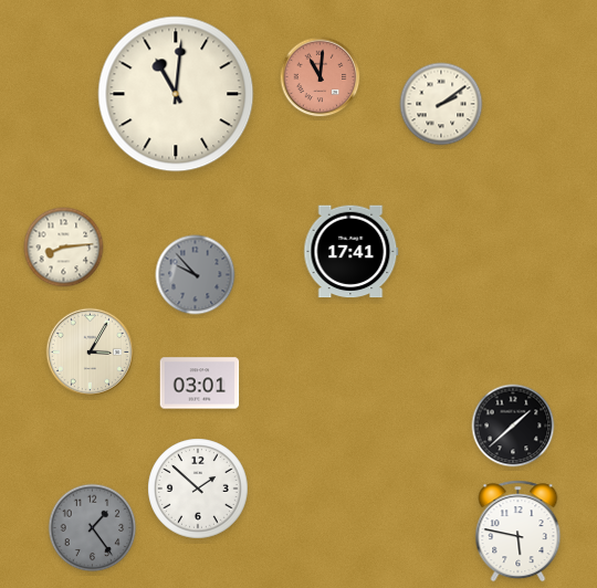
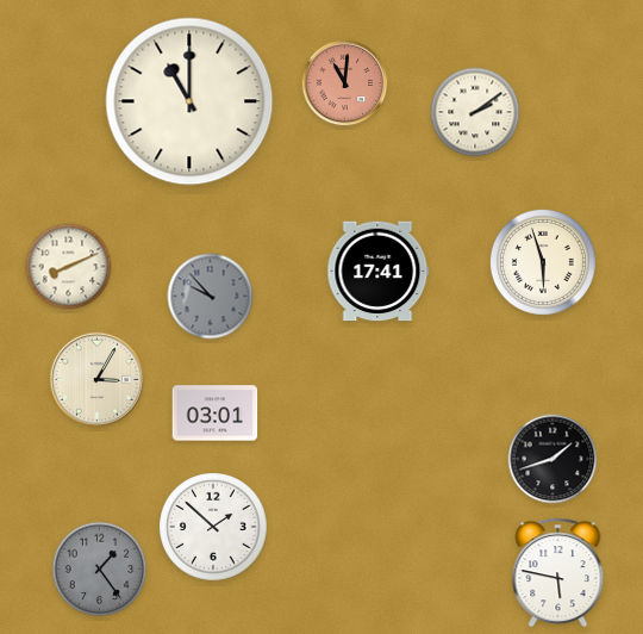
clock at (176, 94): 11:01 -> 11:00
clock at (543, 262): none -> 5:57
clock at (64, 248): 8:14 -> 8:11
clock at (513, 426): 1:38 -> 1:42
